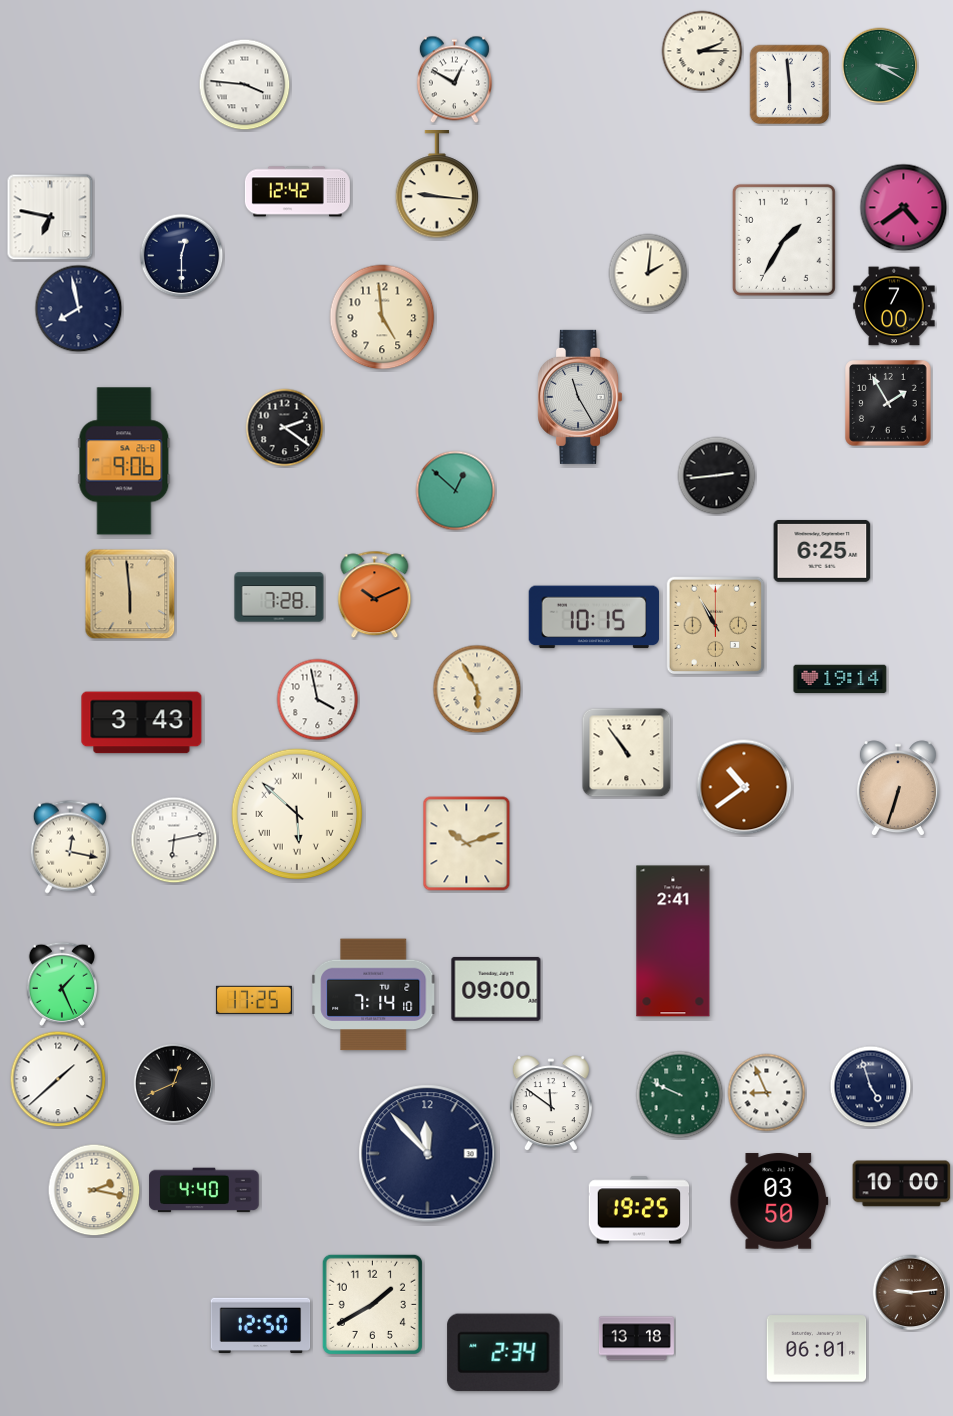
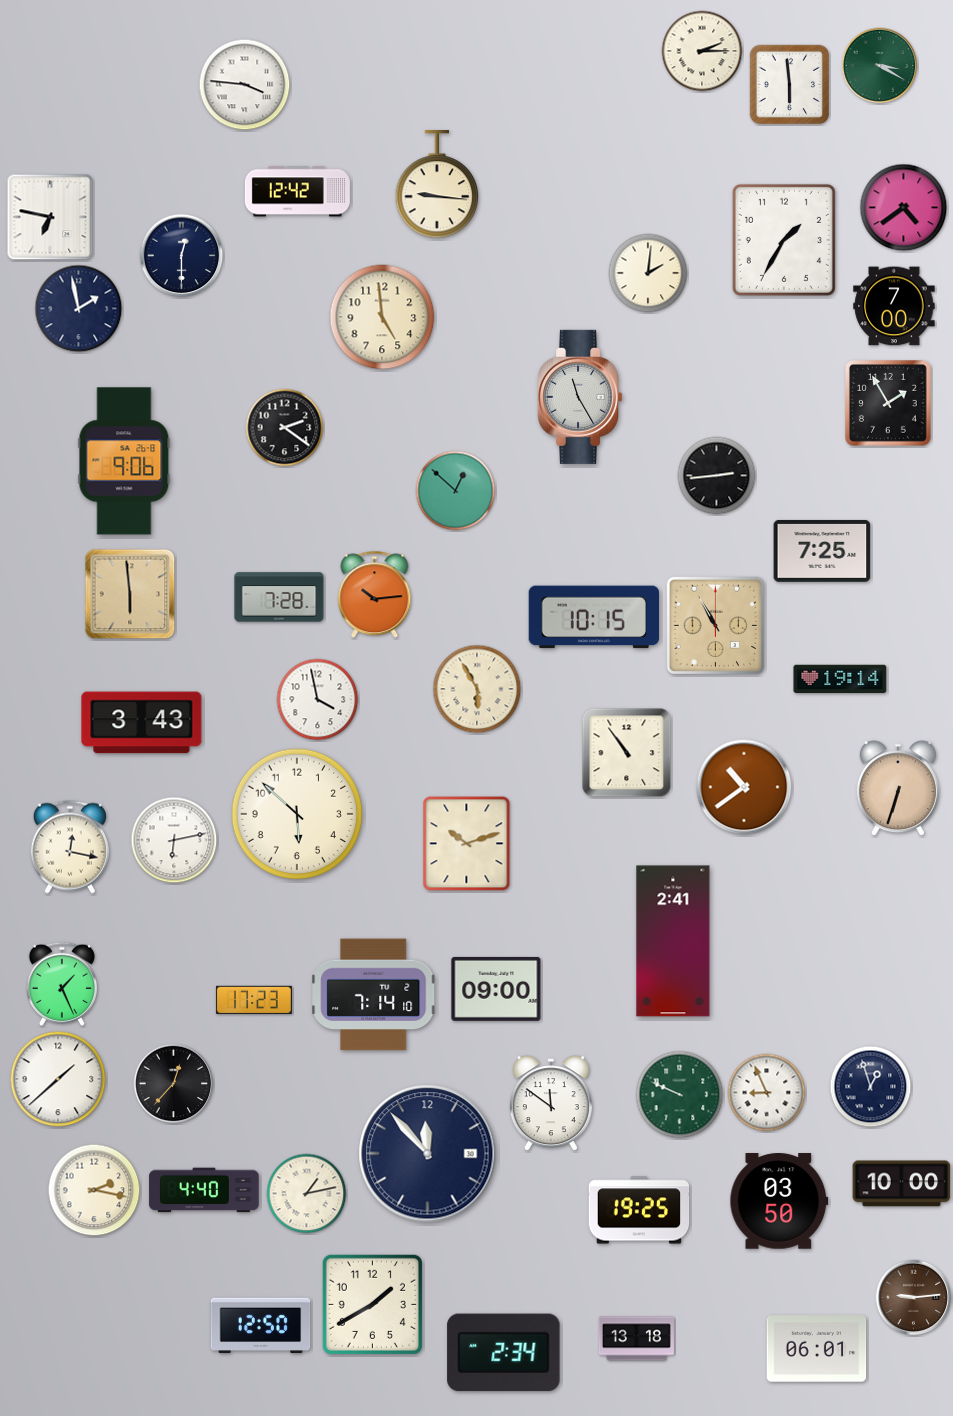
clock at (454, 80): 12:50 -> none
clock at (79, 309): 7:58 -> 1:58
clock at (822, 551): 6:25 -> 7:25
clock at (375, 595): 10:11 -> 10:14
clock at (297, 814) numerals: Roman -> Arabic
clock at (254, 1000): 17:25 -> 17:23
clock at (174, 1084): 12:41 -> 12:37
clock at (871, 1087): 4:57 -> 12:57
clock at (307, 1194): none -> 1:13
clock at (911, 1293) position: (911, 1293) -> (914, 1298)
